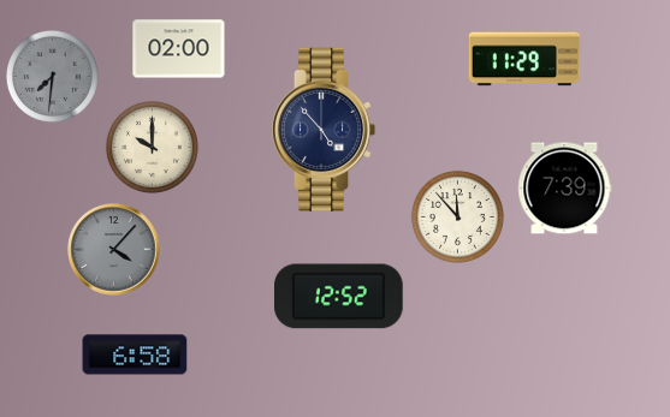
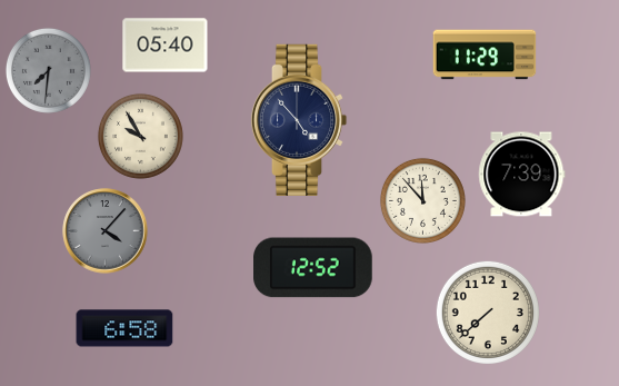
clock at (179, 49): 02:00 -> 05:40
clock at (152, 147): 10:00 -> 9:55
clock at (339, 297) position: (339, 297) -> (313, 268)
clock at (488, 313): none -> 7:38
